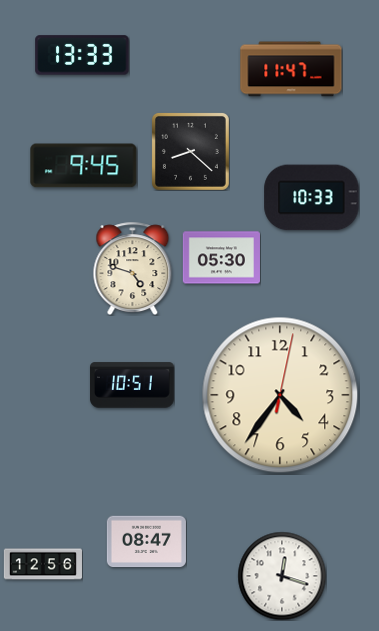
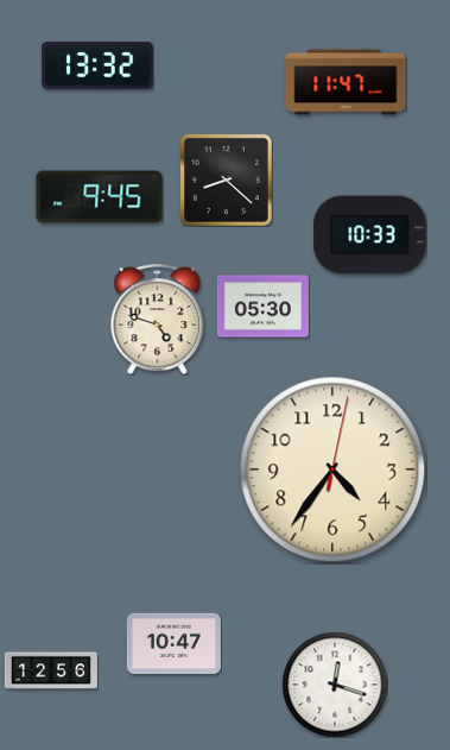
clock at (82, 55): 13:33 -> 13:32
clock at (132, 385): 10:51 -> none
clock at (146, 542): 08:47 -> 10:47
